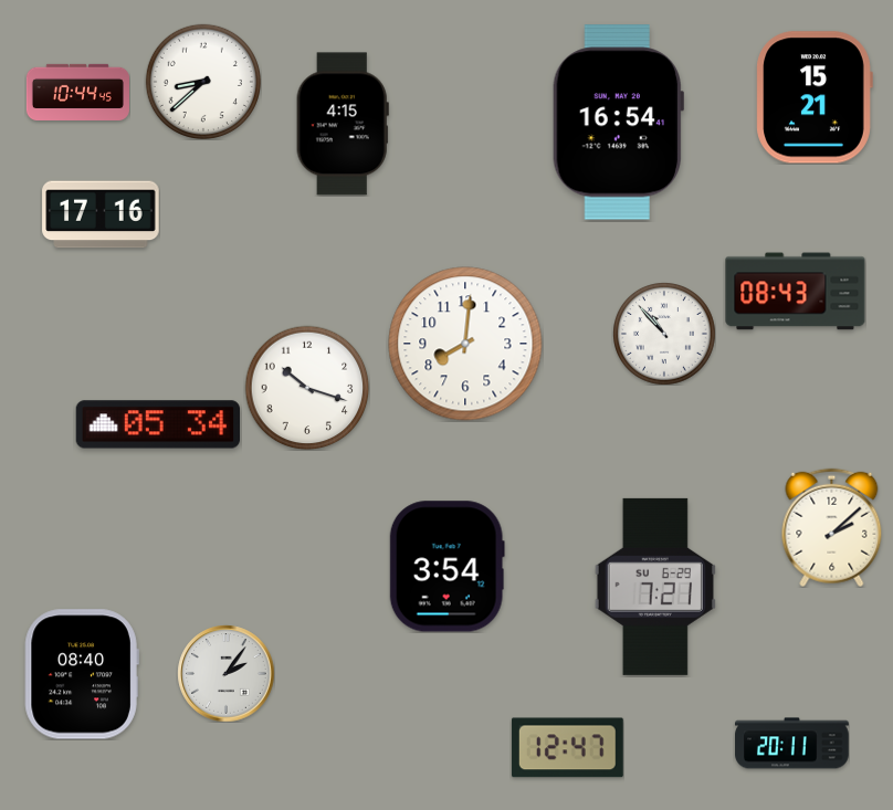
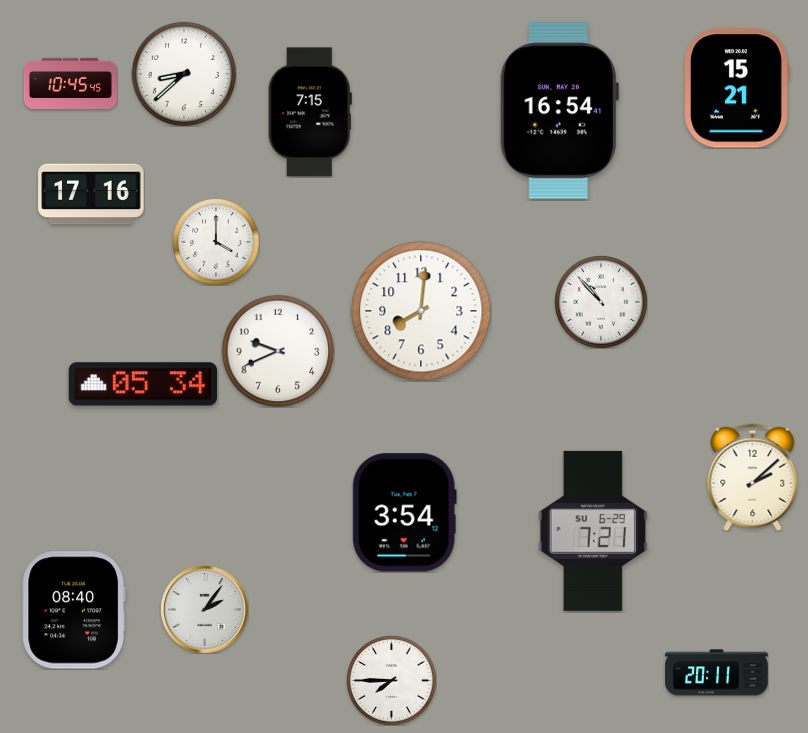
clock at (77, 92): 10:44 -> 10:45
clock at (343, 124): 4:15 -> 7:15
clock at (216, 242): none -> 4:00
clock at (796, 292): 08:43 -> none
clock at (307, 388): 10:18 -> 9:41
clock at (567, 748): 12:47 -> none
clock at (391, 680): none -> 7:45
